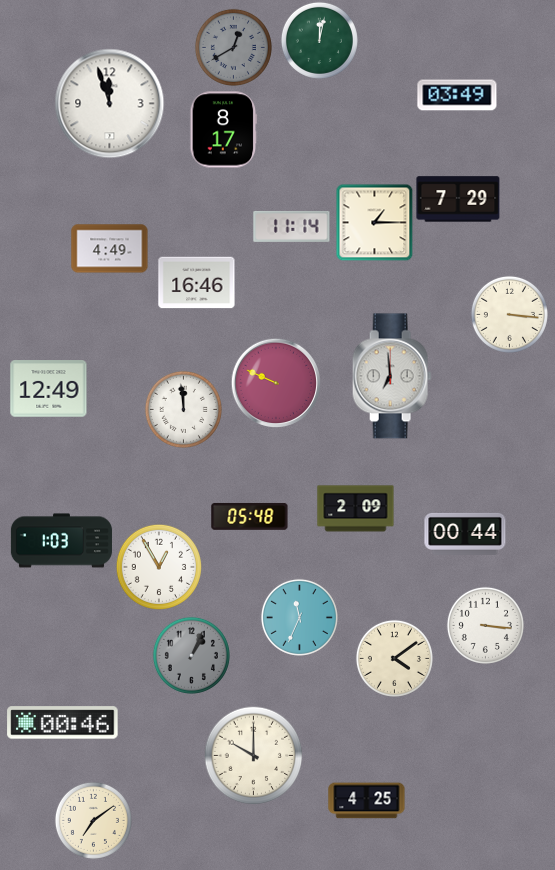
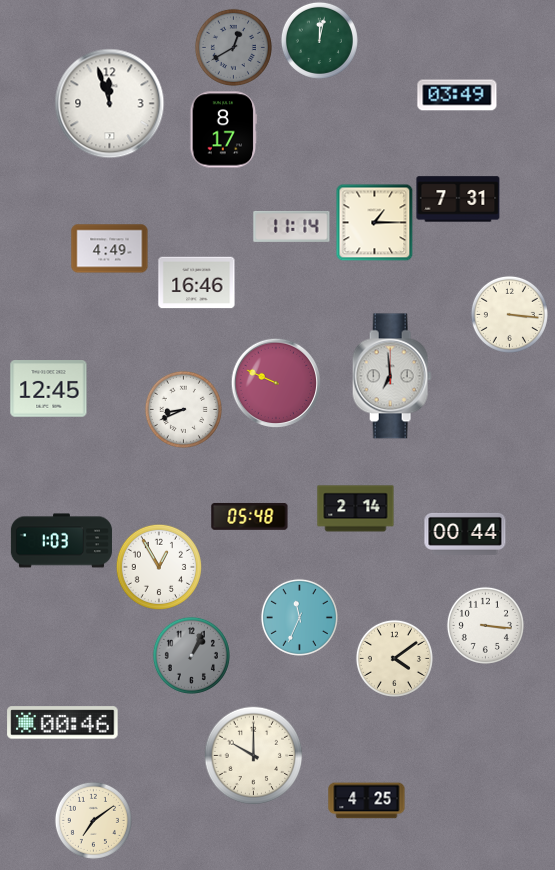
clock at (458, 199): 7:29 -> 7:31
clock at (49, 389): 12:49 -> 12:45
clock at (183, 409): 11:59 -> 8:41
clock at (356, 509): 2:09 -> 2:14
